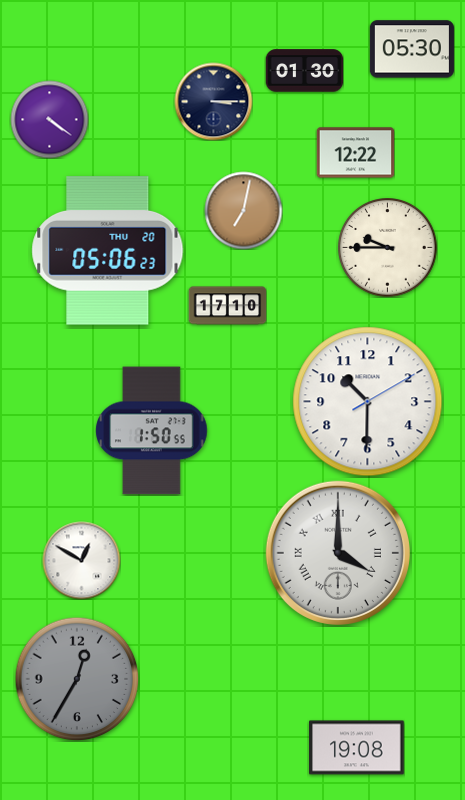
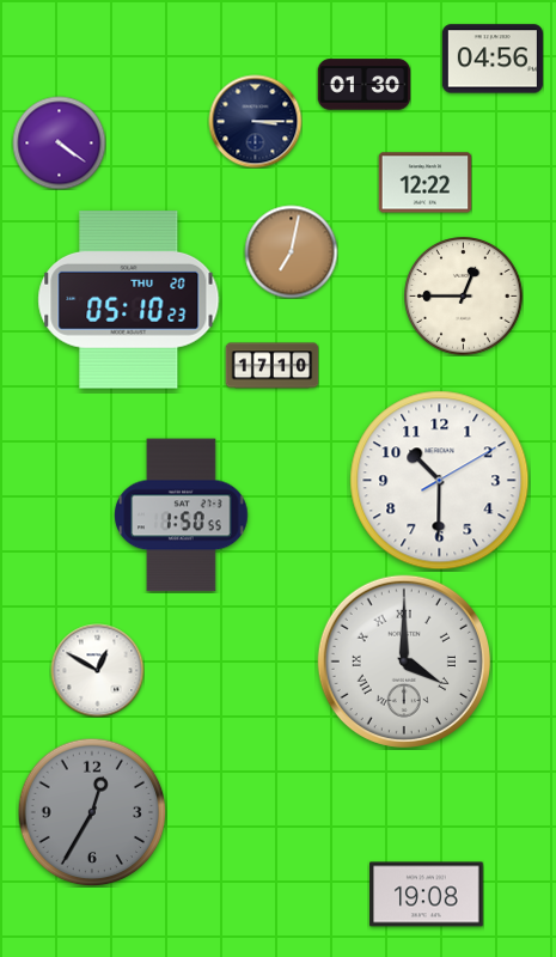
clock at (412, 49): 05:30 -> 04:56
clock at (388, 248): 9:45 -> 12:45
clock at (108, 251): 05:06 -> 05:10
